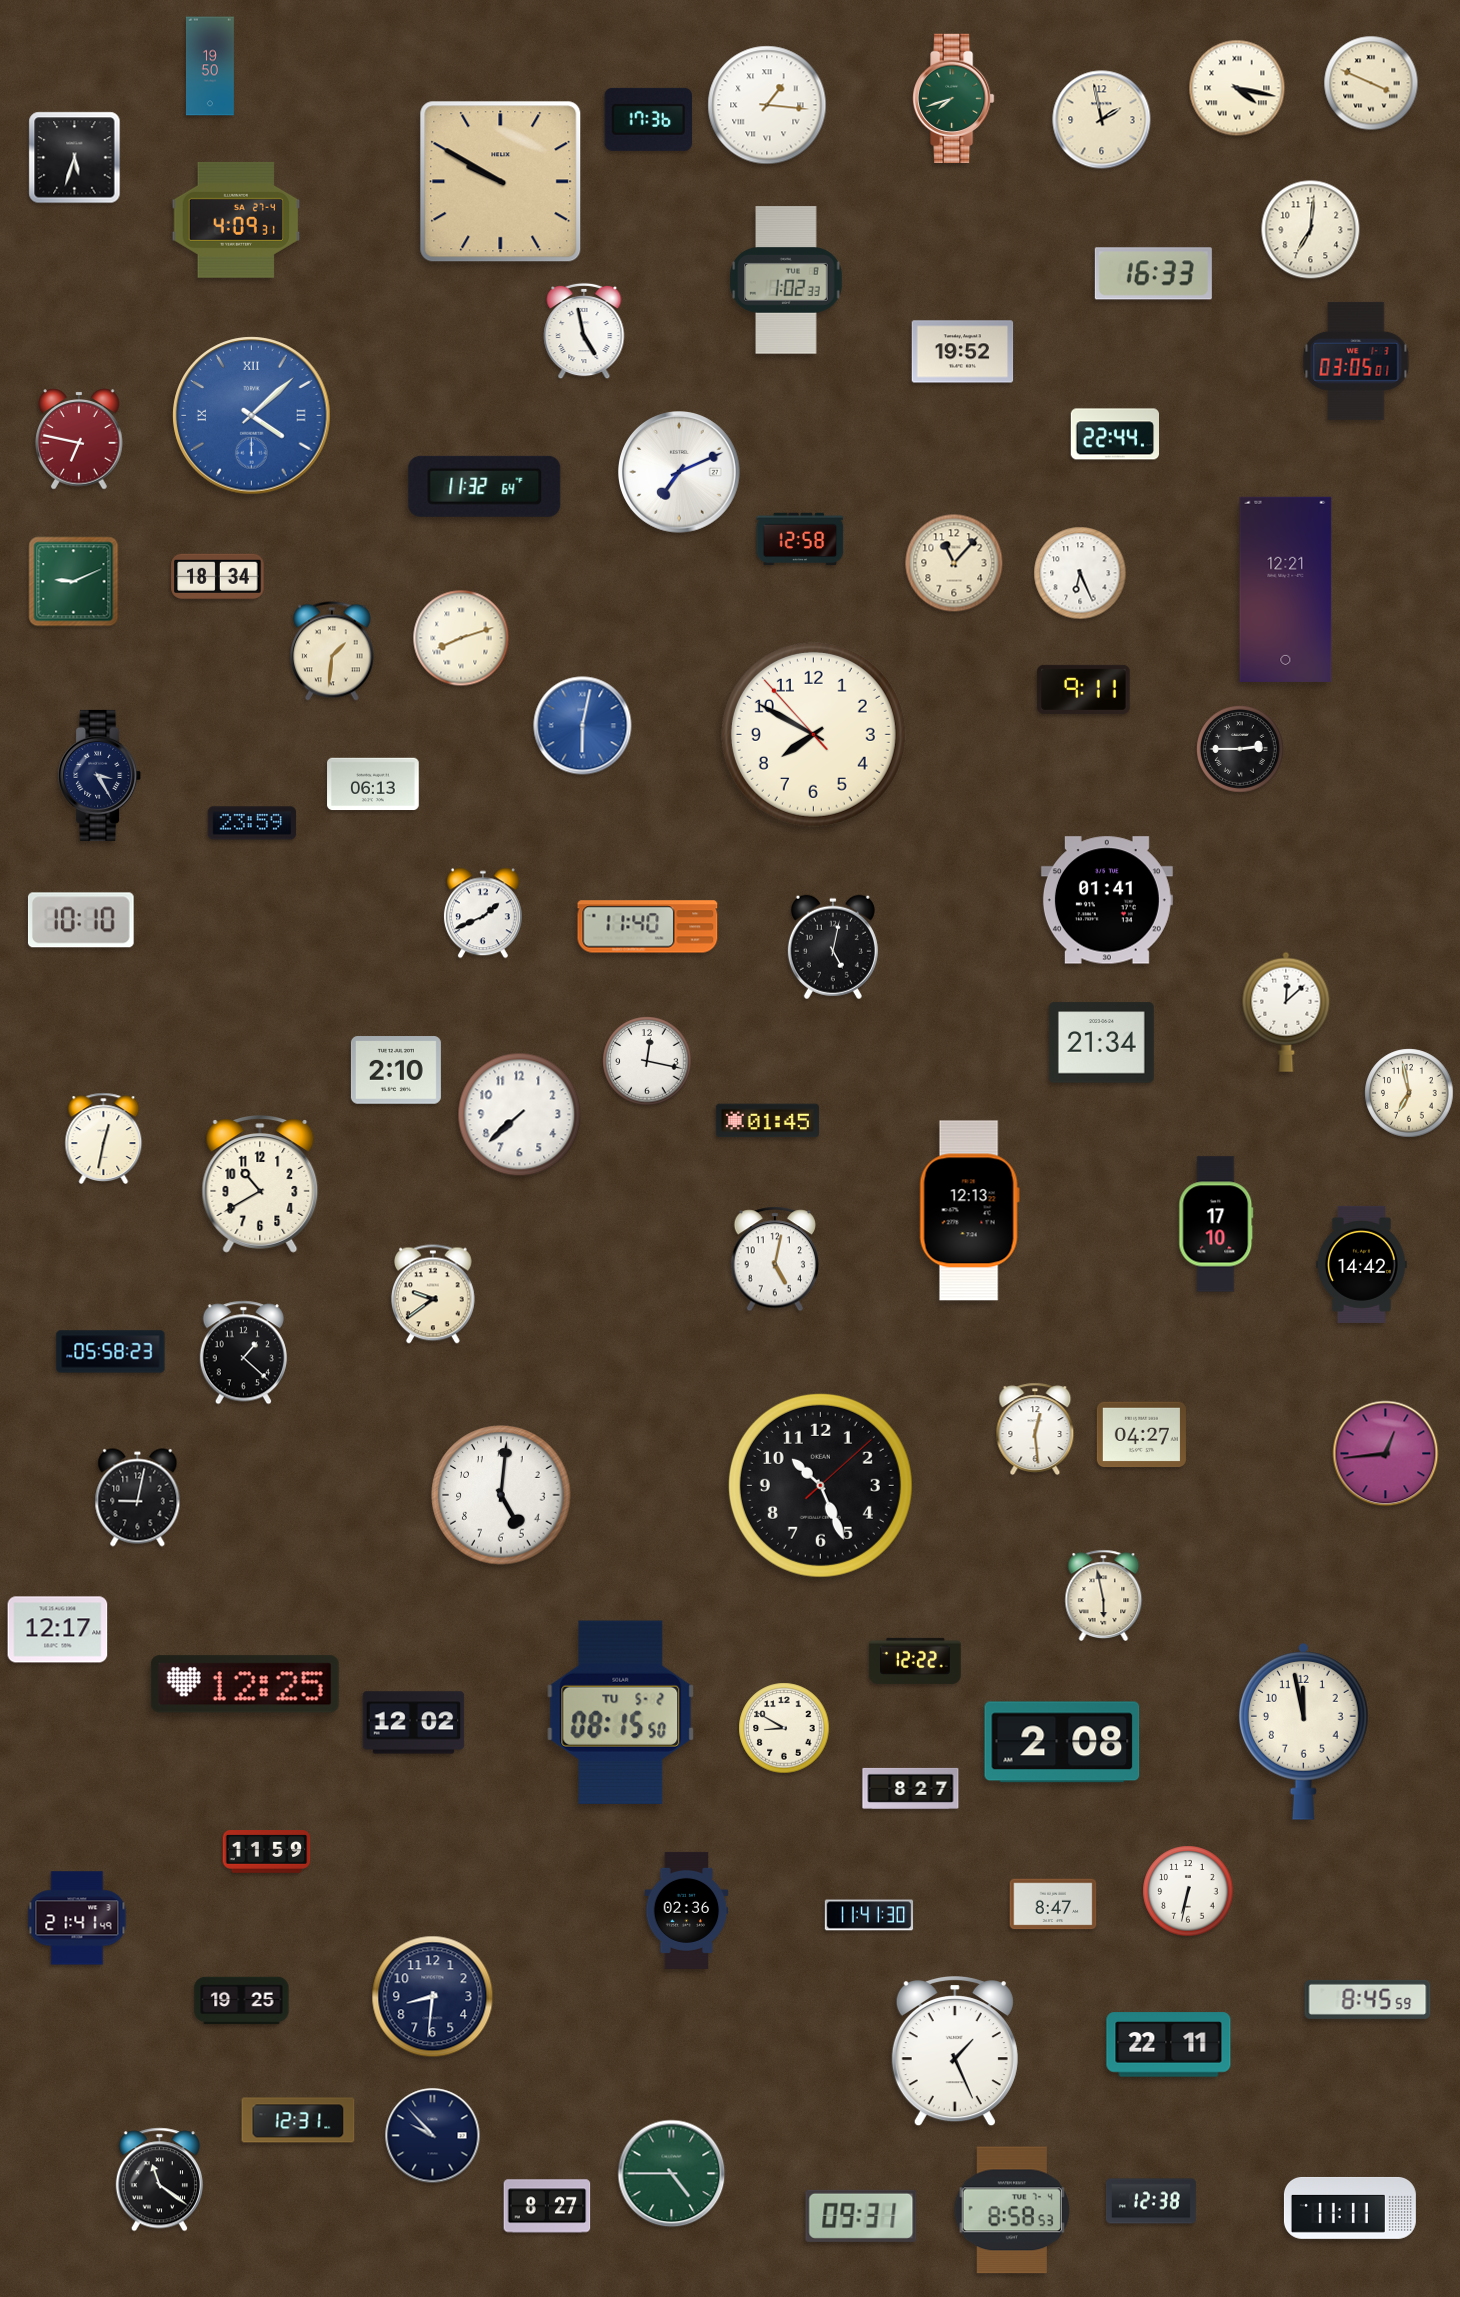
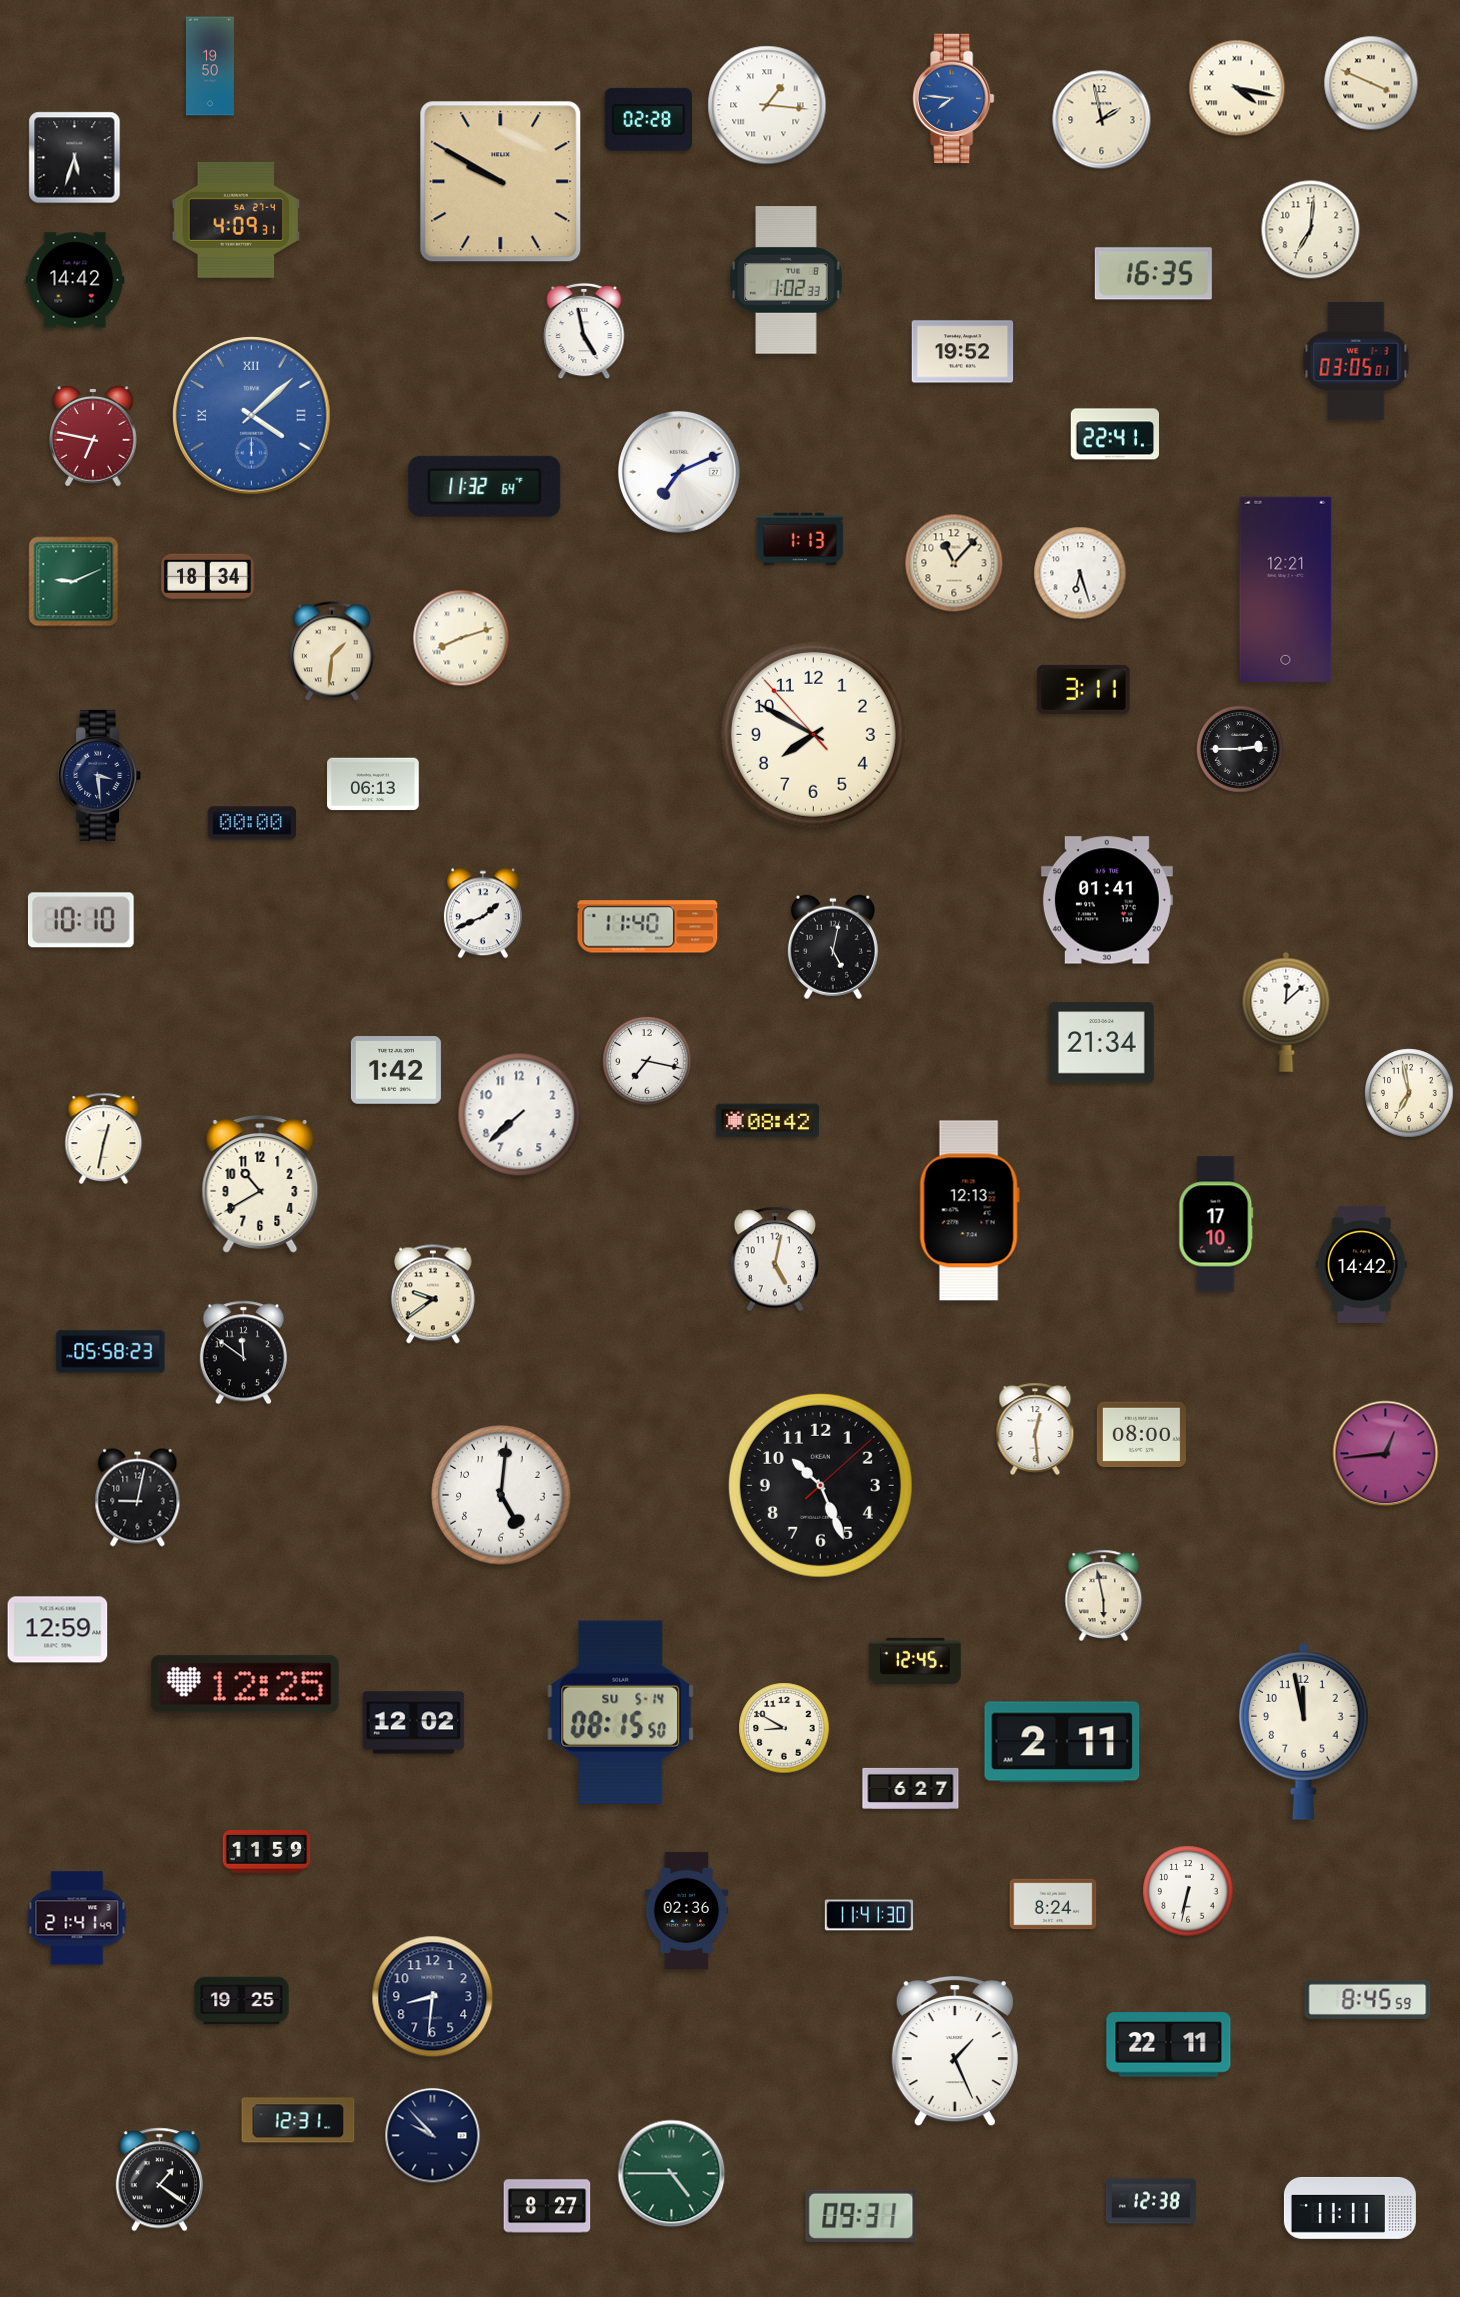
clock at (954, 98): 7:42 -> 7:46
clock at (954, 98) dial: green -> blue
clock at (648, 119): 17:36 -> 02:28
clock at (1153, 274): 16:33 -> 16:35
clock at (75, 280): none -> 14:42
clock at (1114, 434): 22:44 -> 22:41
clock at (79, 439) position: (79, 439) -> (93, 436)
clock at (800, 539): 12:58 -> 1:13
clock at (1080, 573): 6:26 -> 6:27
clock at (218, 576) position: (218, 576) -> (208, 576)
clock at (1084, 689): 9:11 -> 3:11
clock at (583, 726): 6:02 -> none
clock at (100, 775): 3:25 -> 3:29
clock at (251, 823): 23:59 -> 00:00
clock at (647, 1061): 12:17 -> 7:17
clock at (396, 1070): 2:10 -> 1:42
clock at (767, 1121): 01:45 -> 08:42
clock at (243, 1353): 1:22 -> 11:51
clock at (1141, 1435): 04:27 -> 08:00
clock at (58, 1630): 12:17 -> 12:59
clock at (915, 1661): 12:22 -> 12:45
clock at (621, 1712) date: TU 5-2 -> SU 5-14
clock at (1062, 1742): 2:08 -> 2:11
clock at (911, 1788): 8:27 -> 6:27
clock at (1053, 1904): 8:47 -> 8:24
clock at (159, 2180): 11:21 -> 1:21
clock at (1012, 2210): 8:58 -> none
